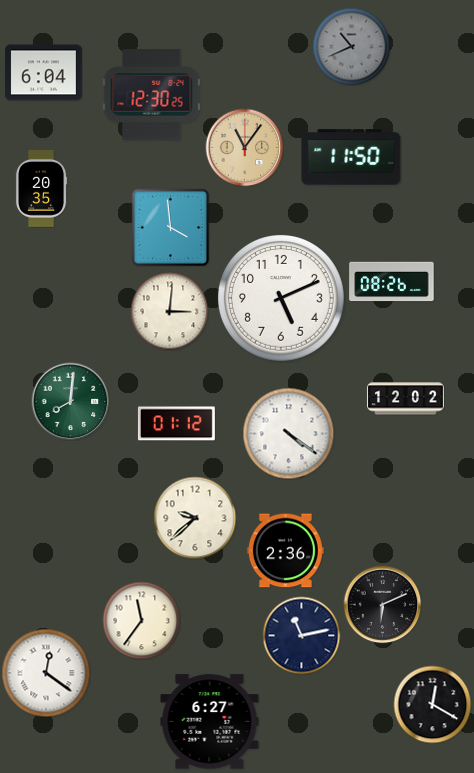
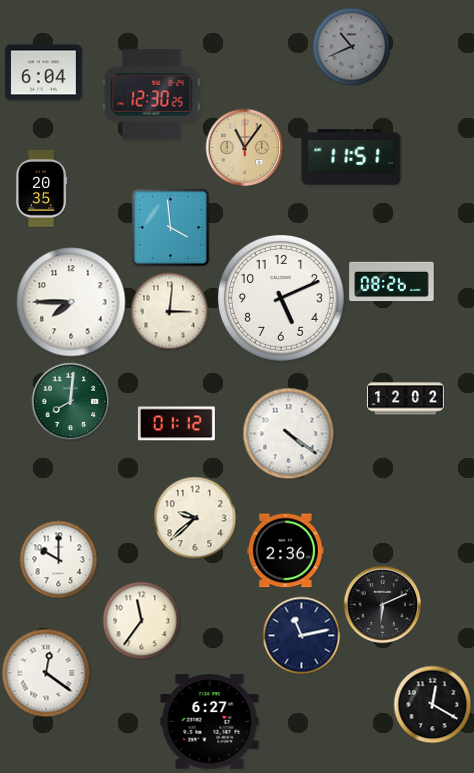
clock at (351, 157): 11:50 -> 11:51
clock at (71, 302): none -> 7:45
clock at (58, 559): none -> 10:00
